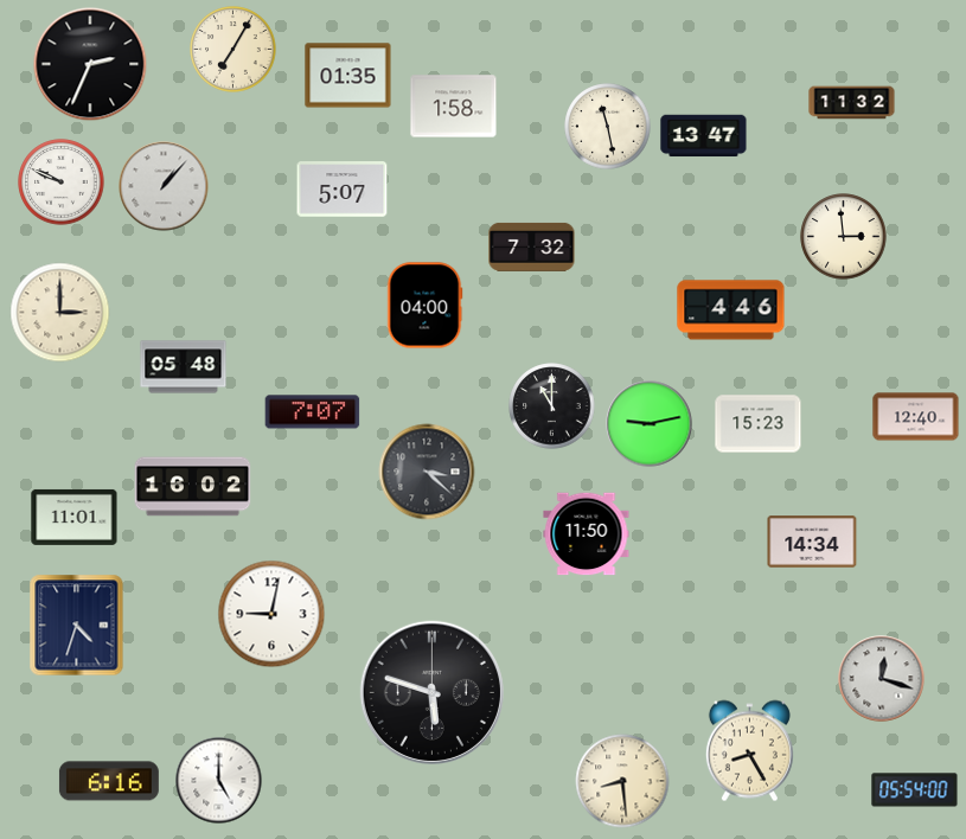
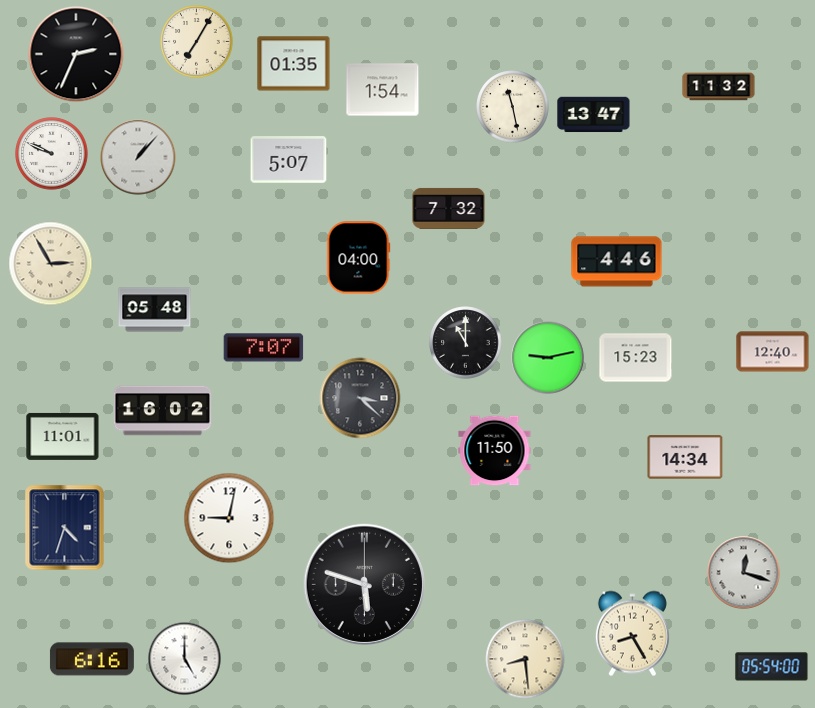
clock at (454, 107): 1:58 -> 1:54
clock at (844, 237): 2:59 -> none
clock at (60, 313): 3:00 -> 2:55
clock at (759, 424) position: (759, 424) -> (636, 358)
